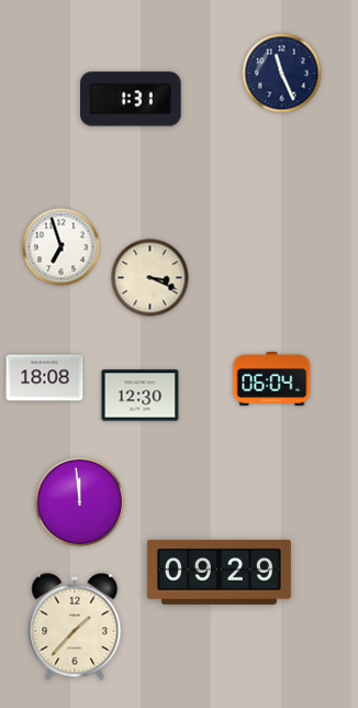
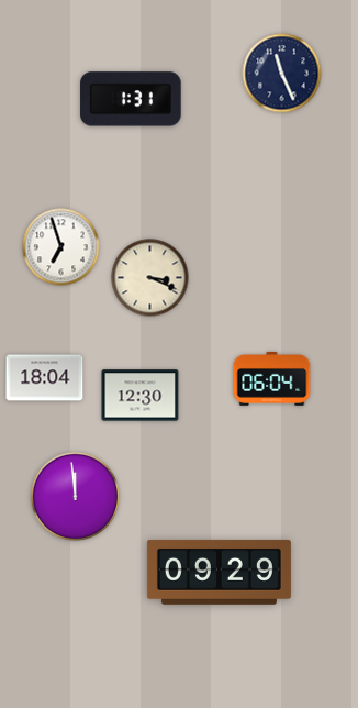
clock at (45, 378): 18:08 -> 18:04
clock at (80, 502) position: (80, 502) -> (76, 497)
clock at (75, 627): 1:37 -> none
